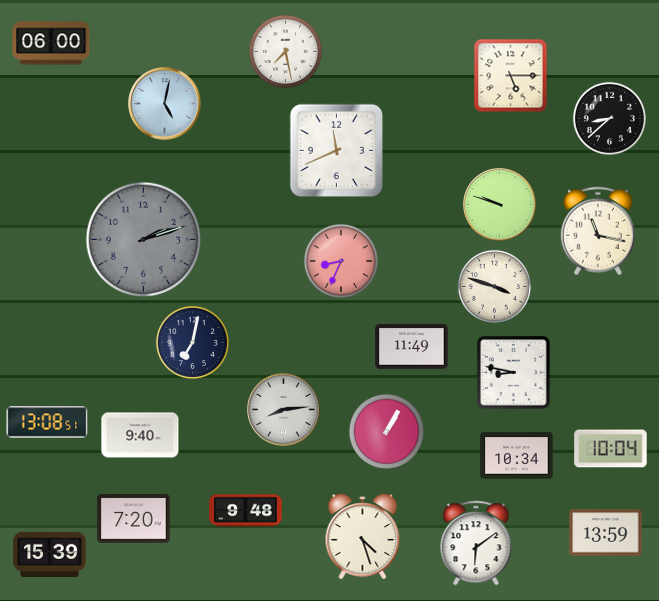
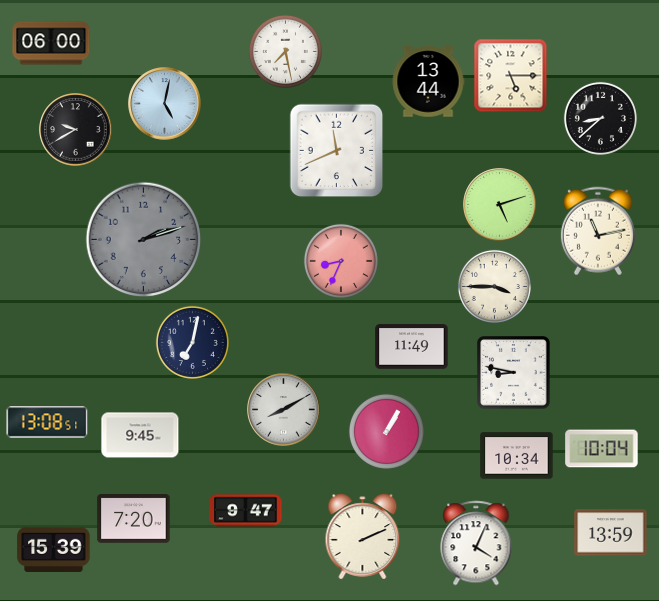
clock at (428, 82): none -> 13:44
clock at (609, 118) position: (609, 118) -> (600, 118)
clock at (76, 130): none -> 9:40
clock at (500, 205): 9:48 -> 5:12
clock at (598, 231): 11:17 -> 11:13
clock at (494, 286): 3:48 -> 3:45
clock at (284, 410): 8:14 -> 8:10
clock at (140, 435): 9:40 -> 9:45
clock at (611, 449) position: (611, 449) -> (602, 449)
clock at (246, 511): 9:48 -> 9:47
clock at (606, 533) position: (606, 533) -> (611, 533)
clock at (363, 537): 4:27 -> 2:11
clock at (476, 543): 6:09 -> 4:04
clock at (50, 554) position: (50, 554) -> (54, 549)
